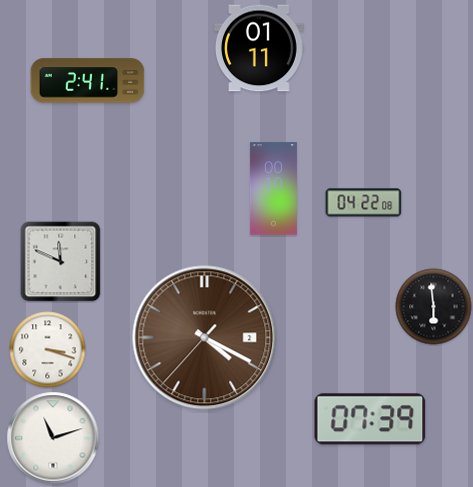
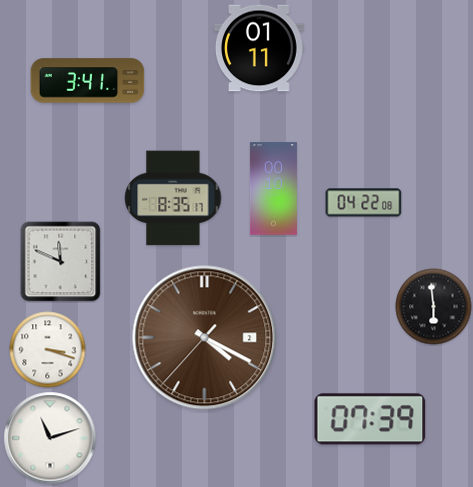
clock at (88, 81): 2:41 -> 3:41
clock at (173, 198): none -> 8:35
clock at (53, 438) position: (53, 438) -> (50, 438)
